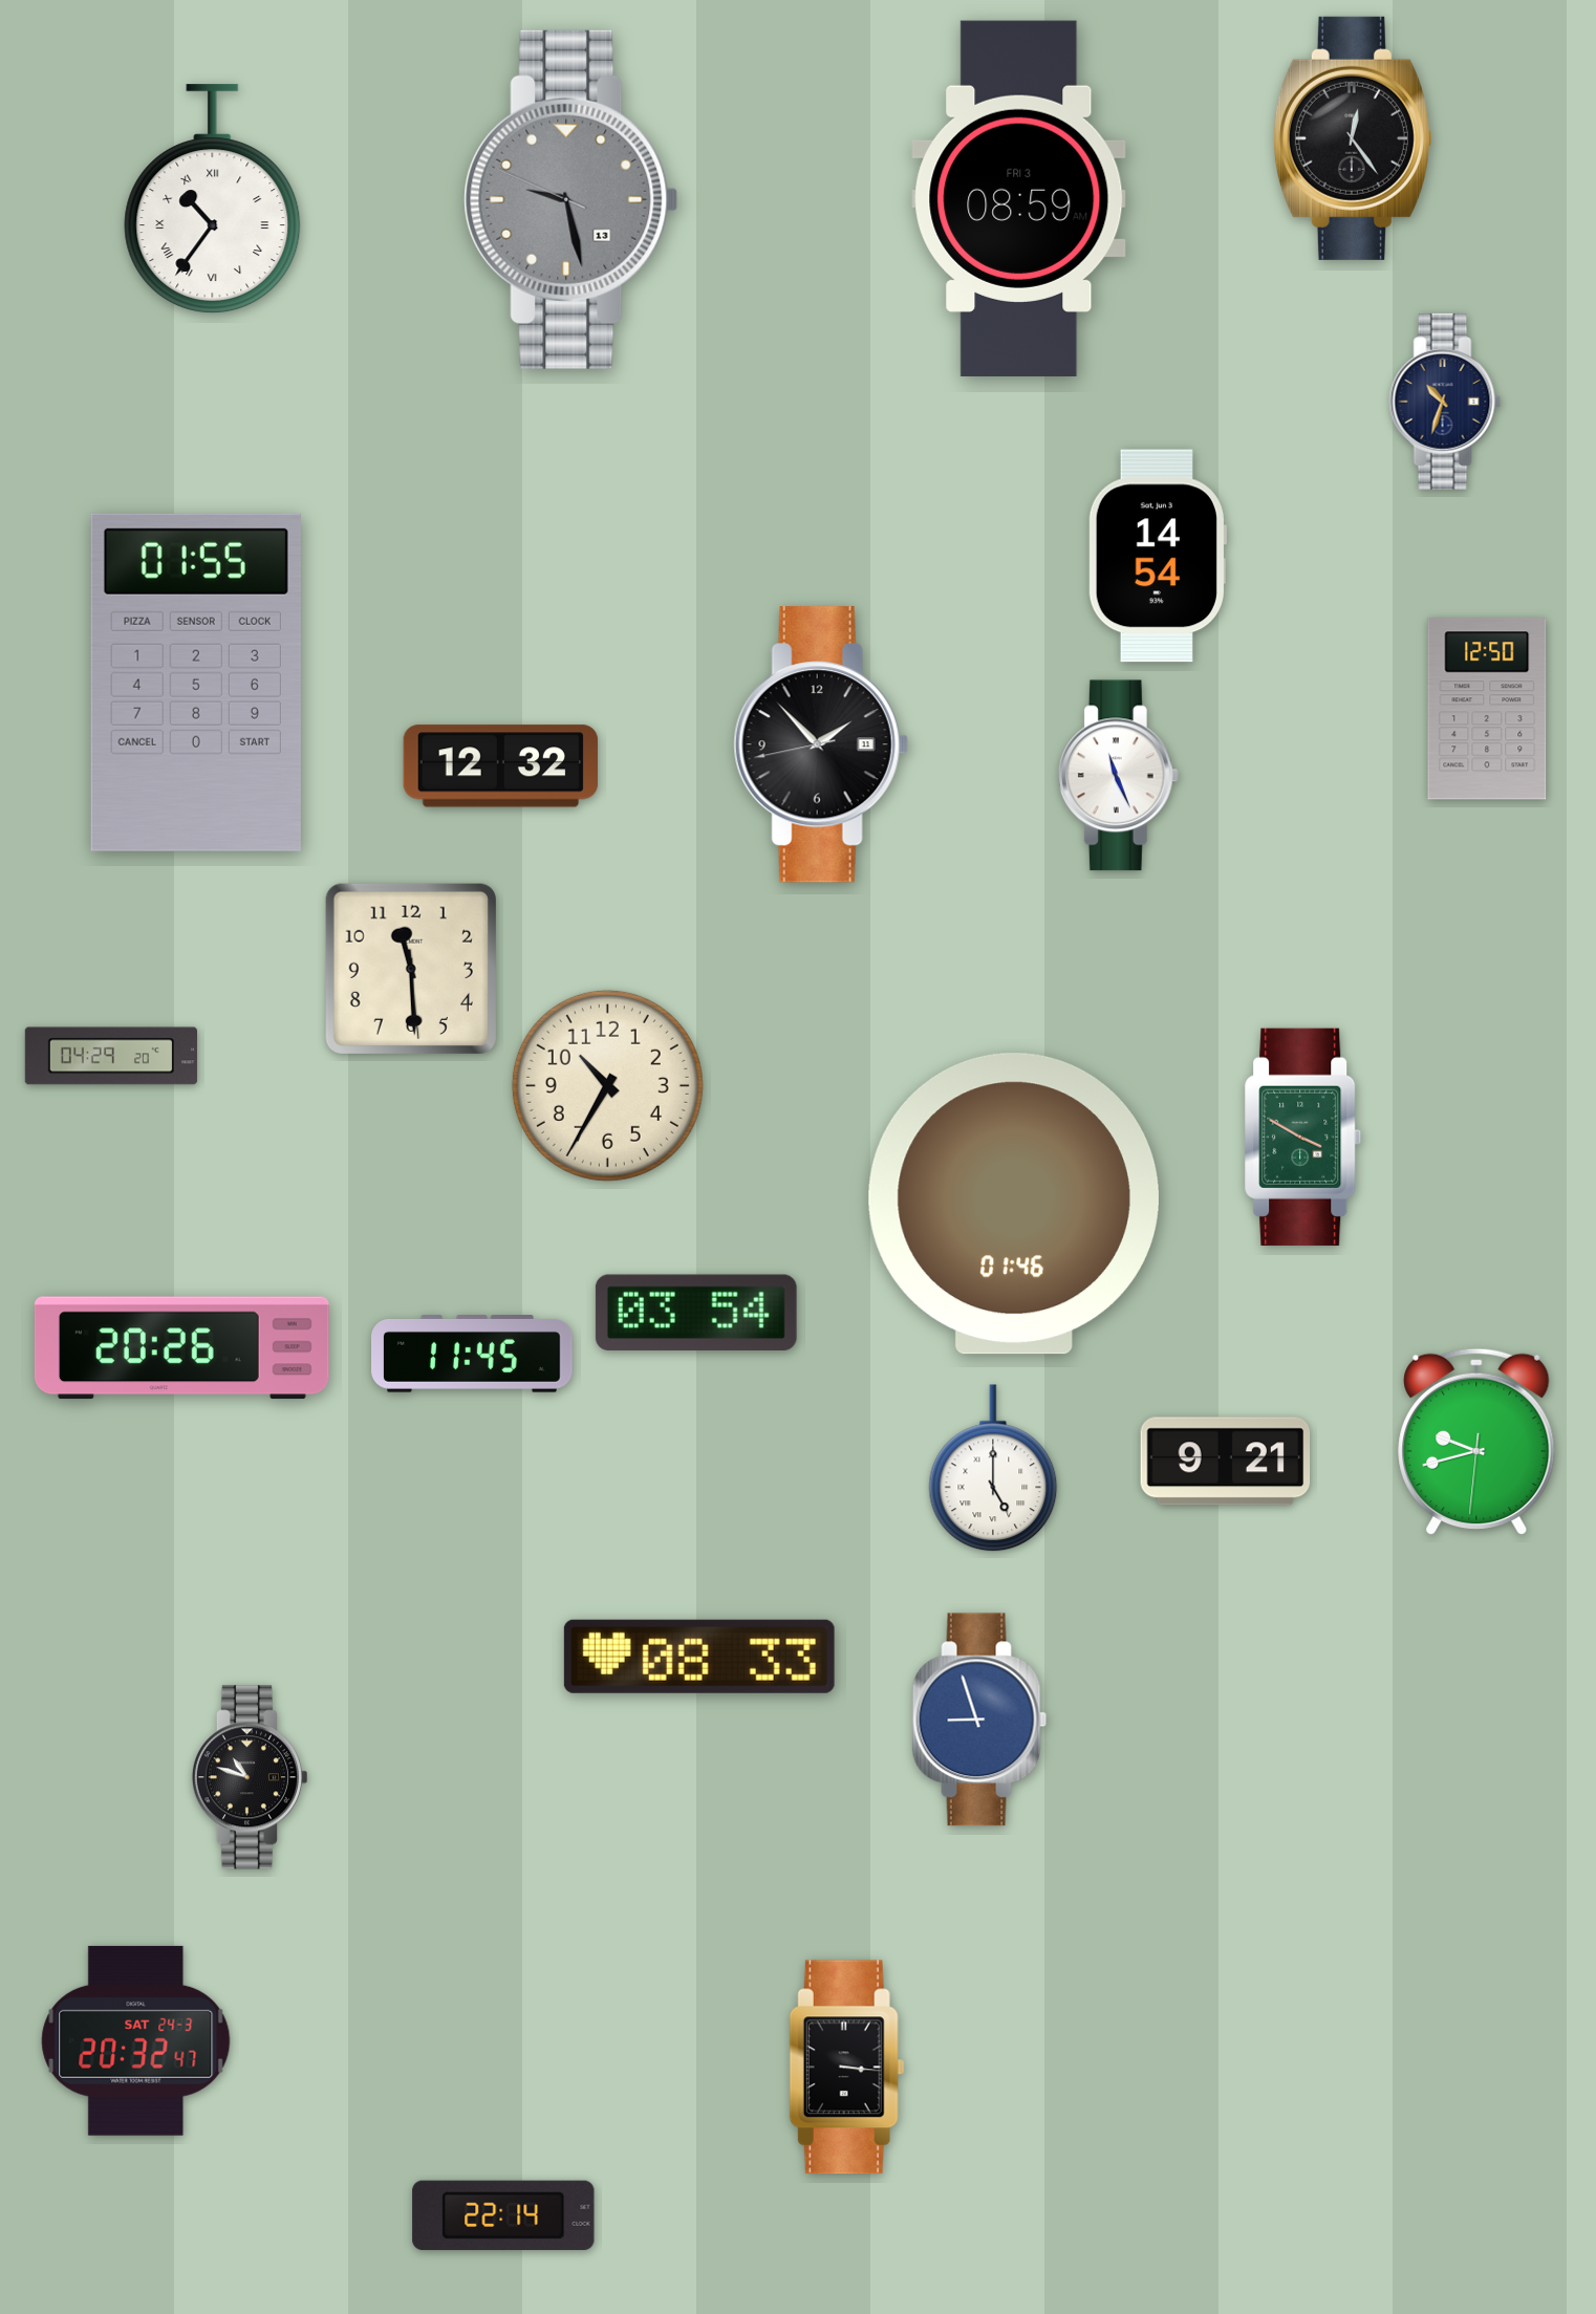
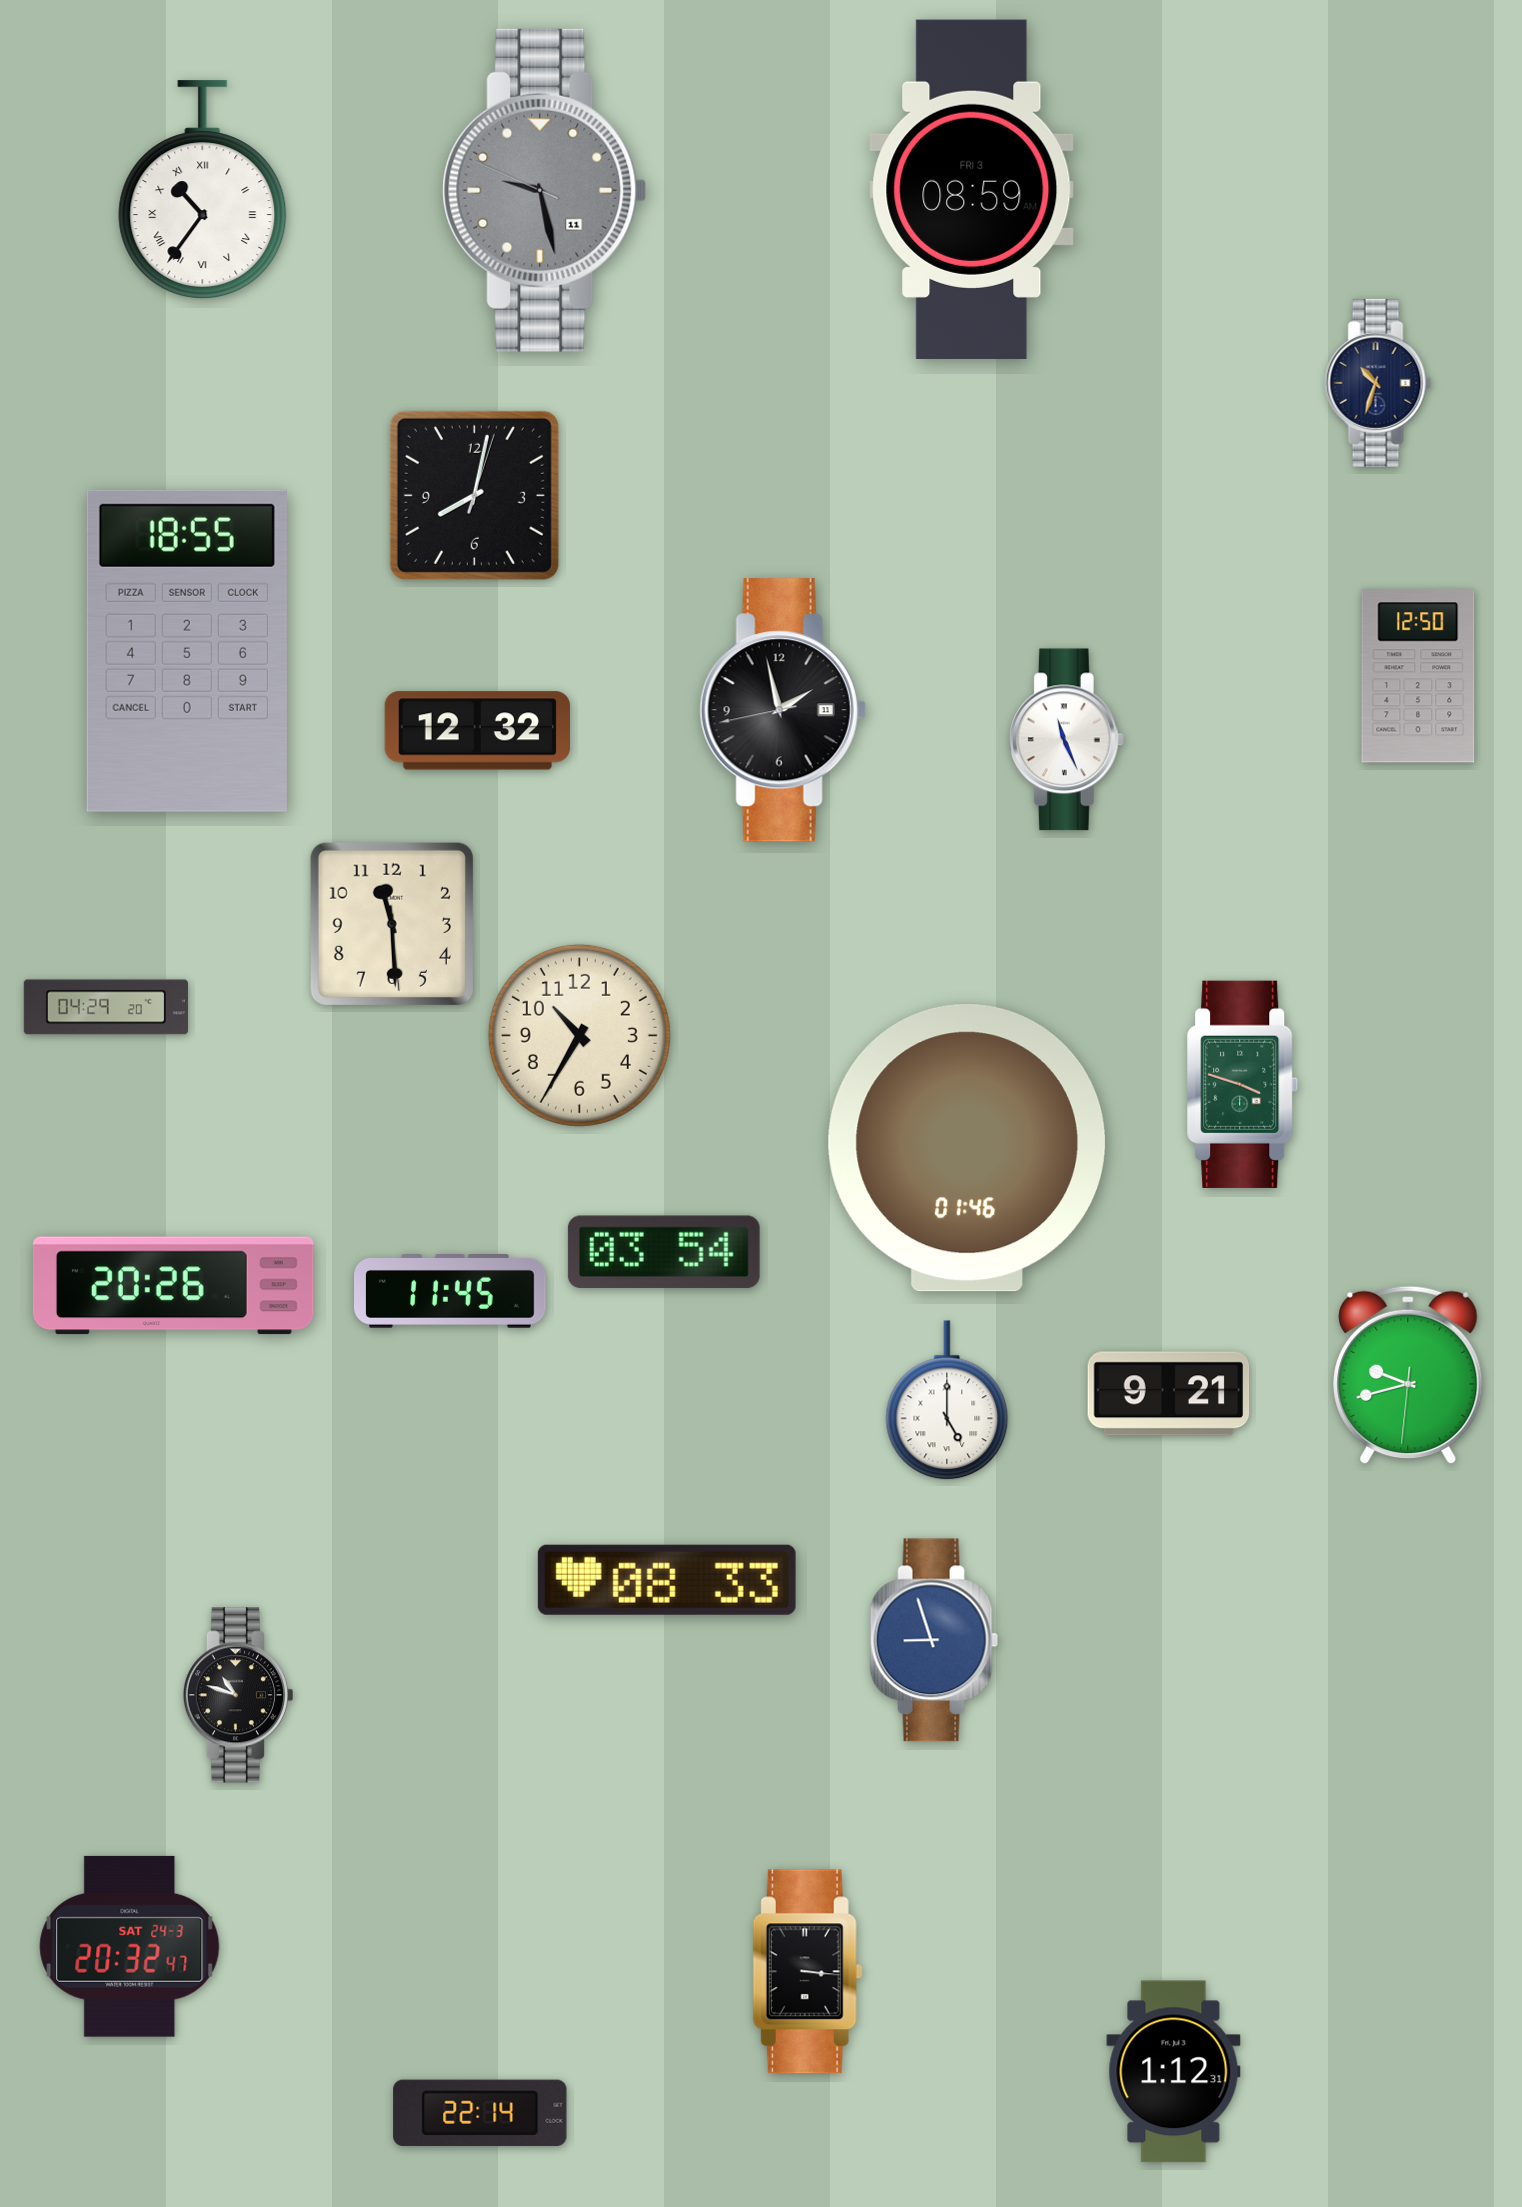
clock at (1353, 138): 12:24 -> none
clock at (571, 199) date: 13 -> 11
clock at (474, 495): none -> 8:02
clock at (1157, 556): 14:54 -> none
clock at (196, 683): 01:55 -> 18:55
clock at (821, 744): 1:52 -> 1:57
clock at (1303, 1137): 3:50 -> 3:48
clock at (1174, 2072): none -> 1:12
